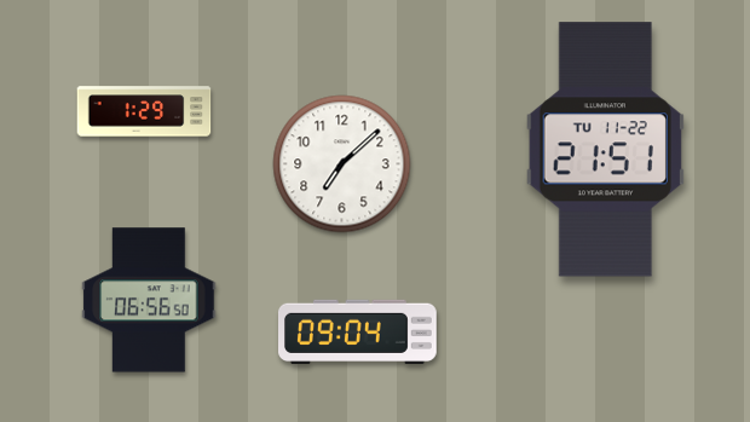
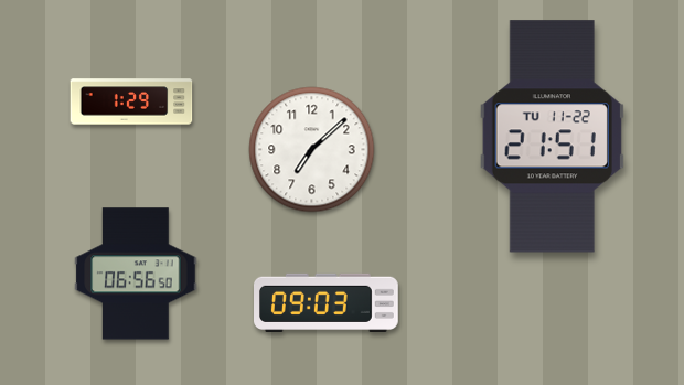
clock at (358, 331): 09:04 -> 09:03
